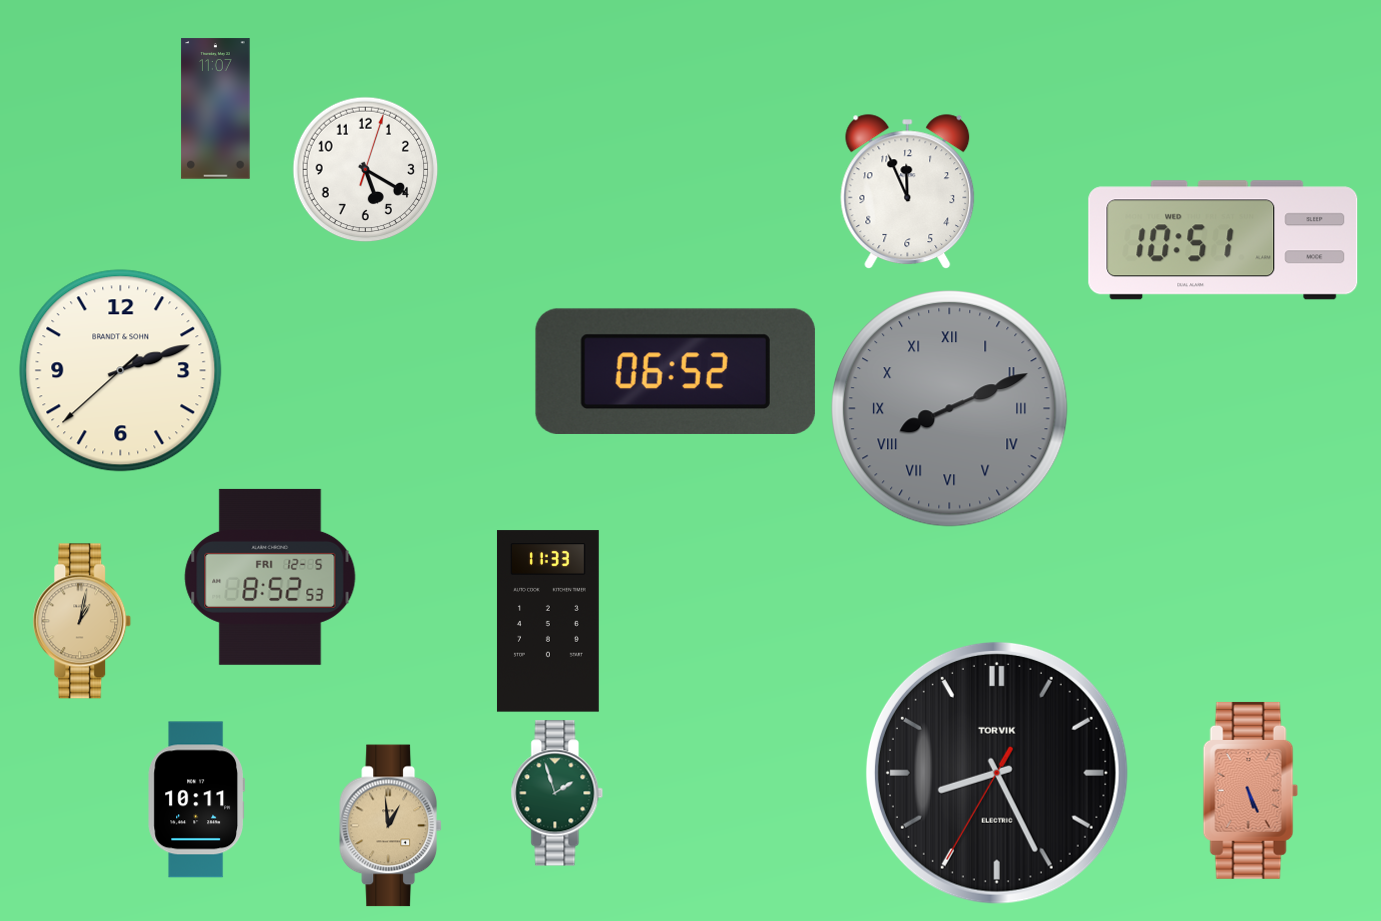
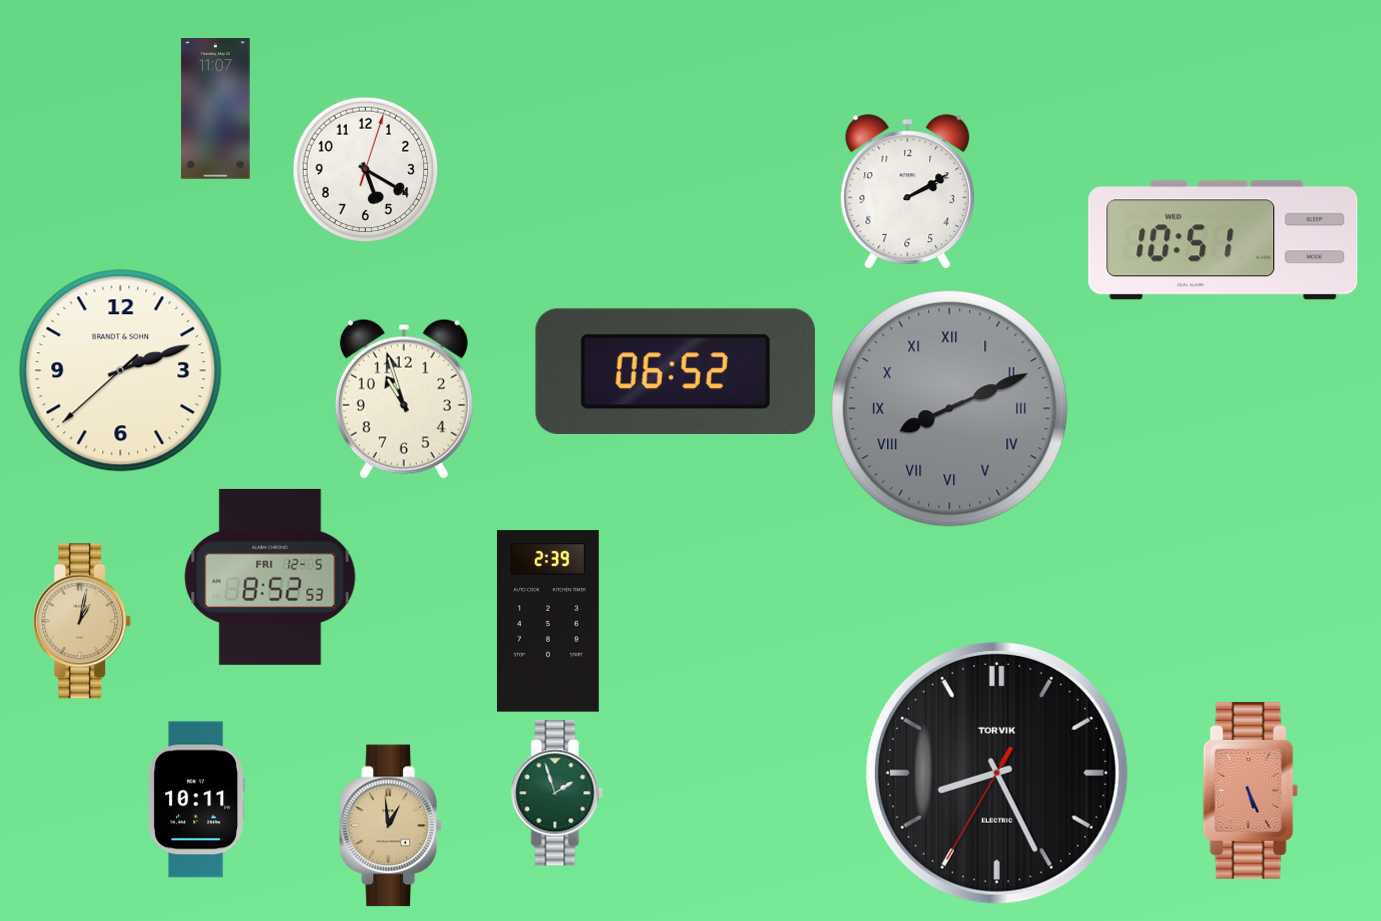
clock at (908, 192): 11:56 -> 2:10
clock at (404, 399): none -> 10:57
clock at (548, 621): 11:33 -> 2:39
